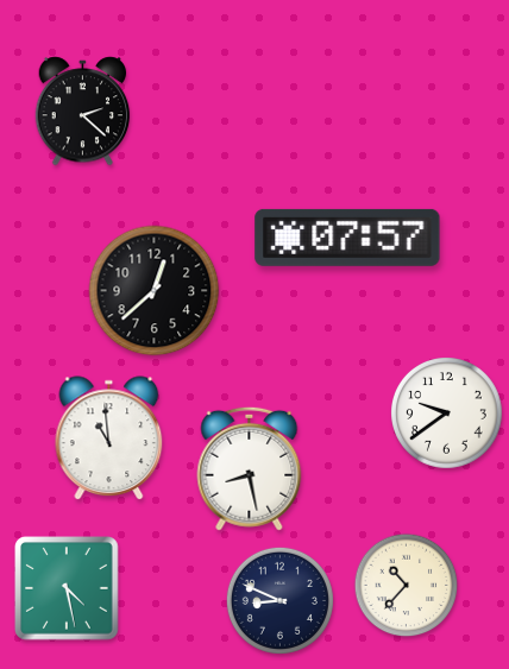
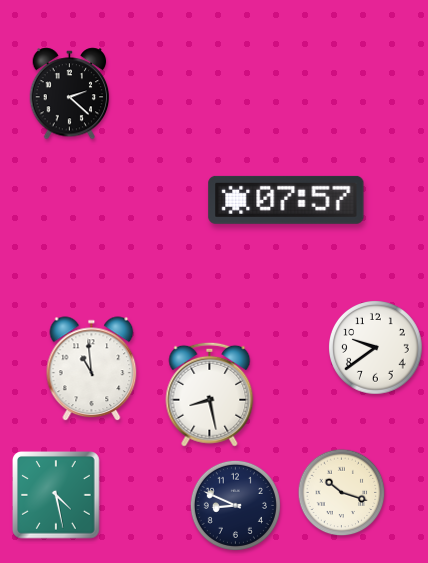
clock at (347, 238) position: (347, 238) -> (286, 200)
clock at (155, 291): 12:38 -> none
clock at (407, 586): 10:37 -> 10:18
